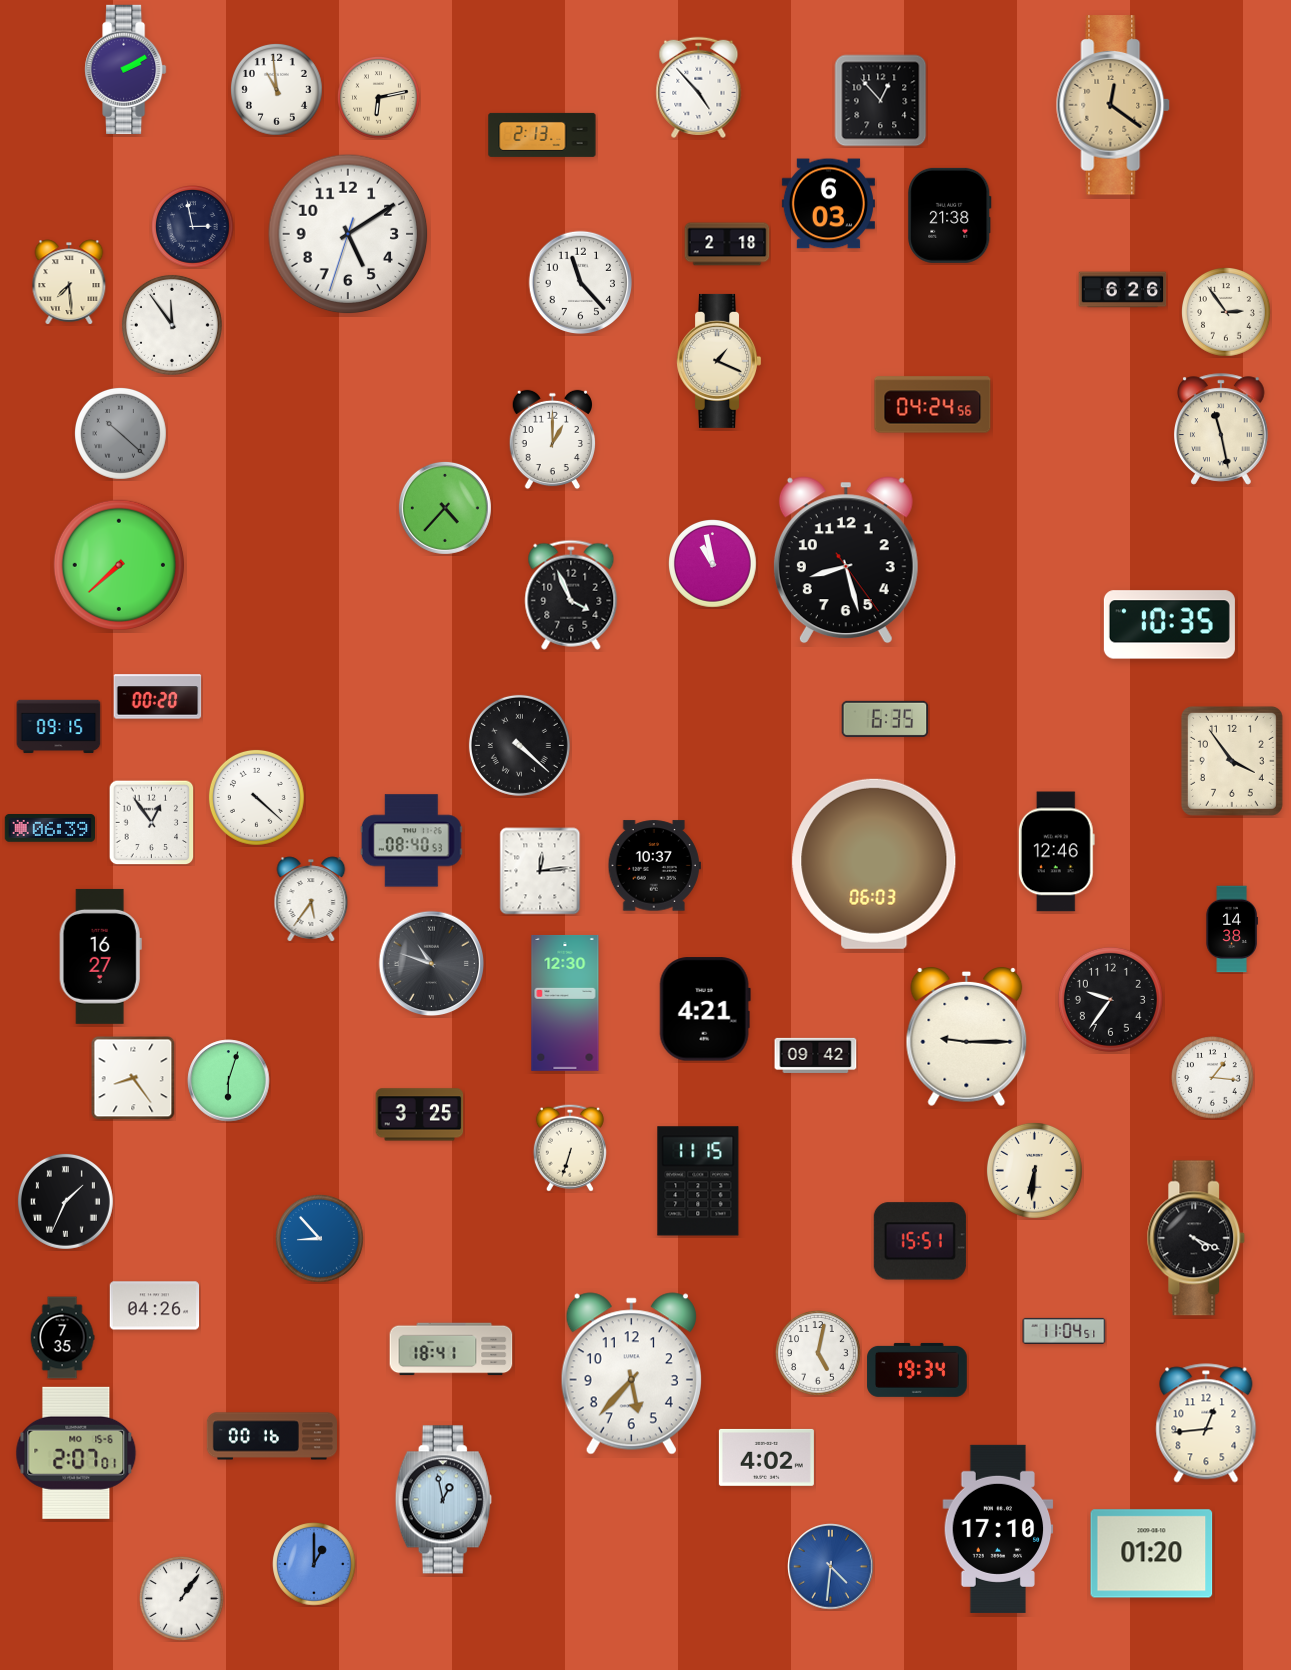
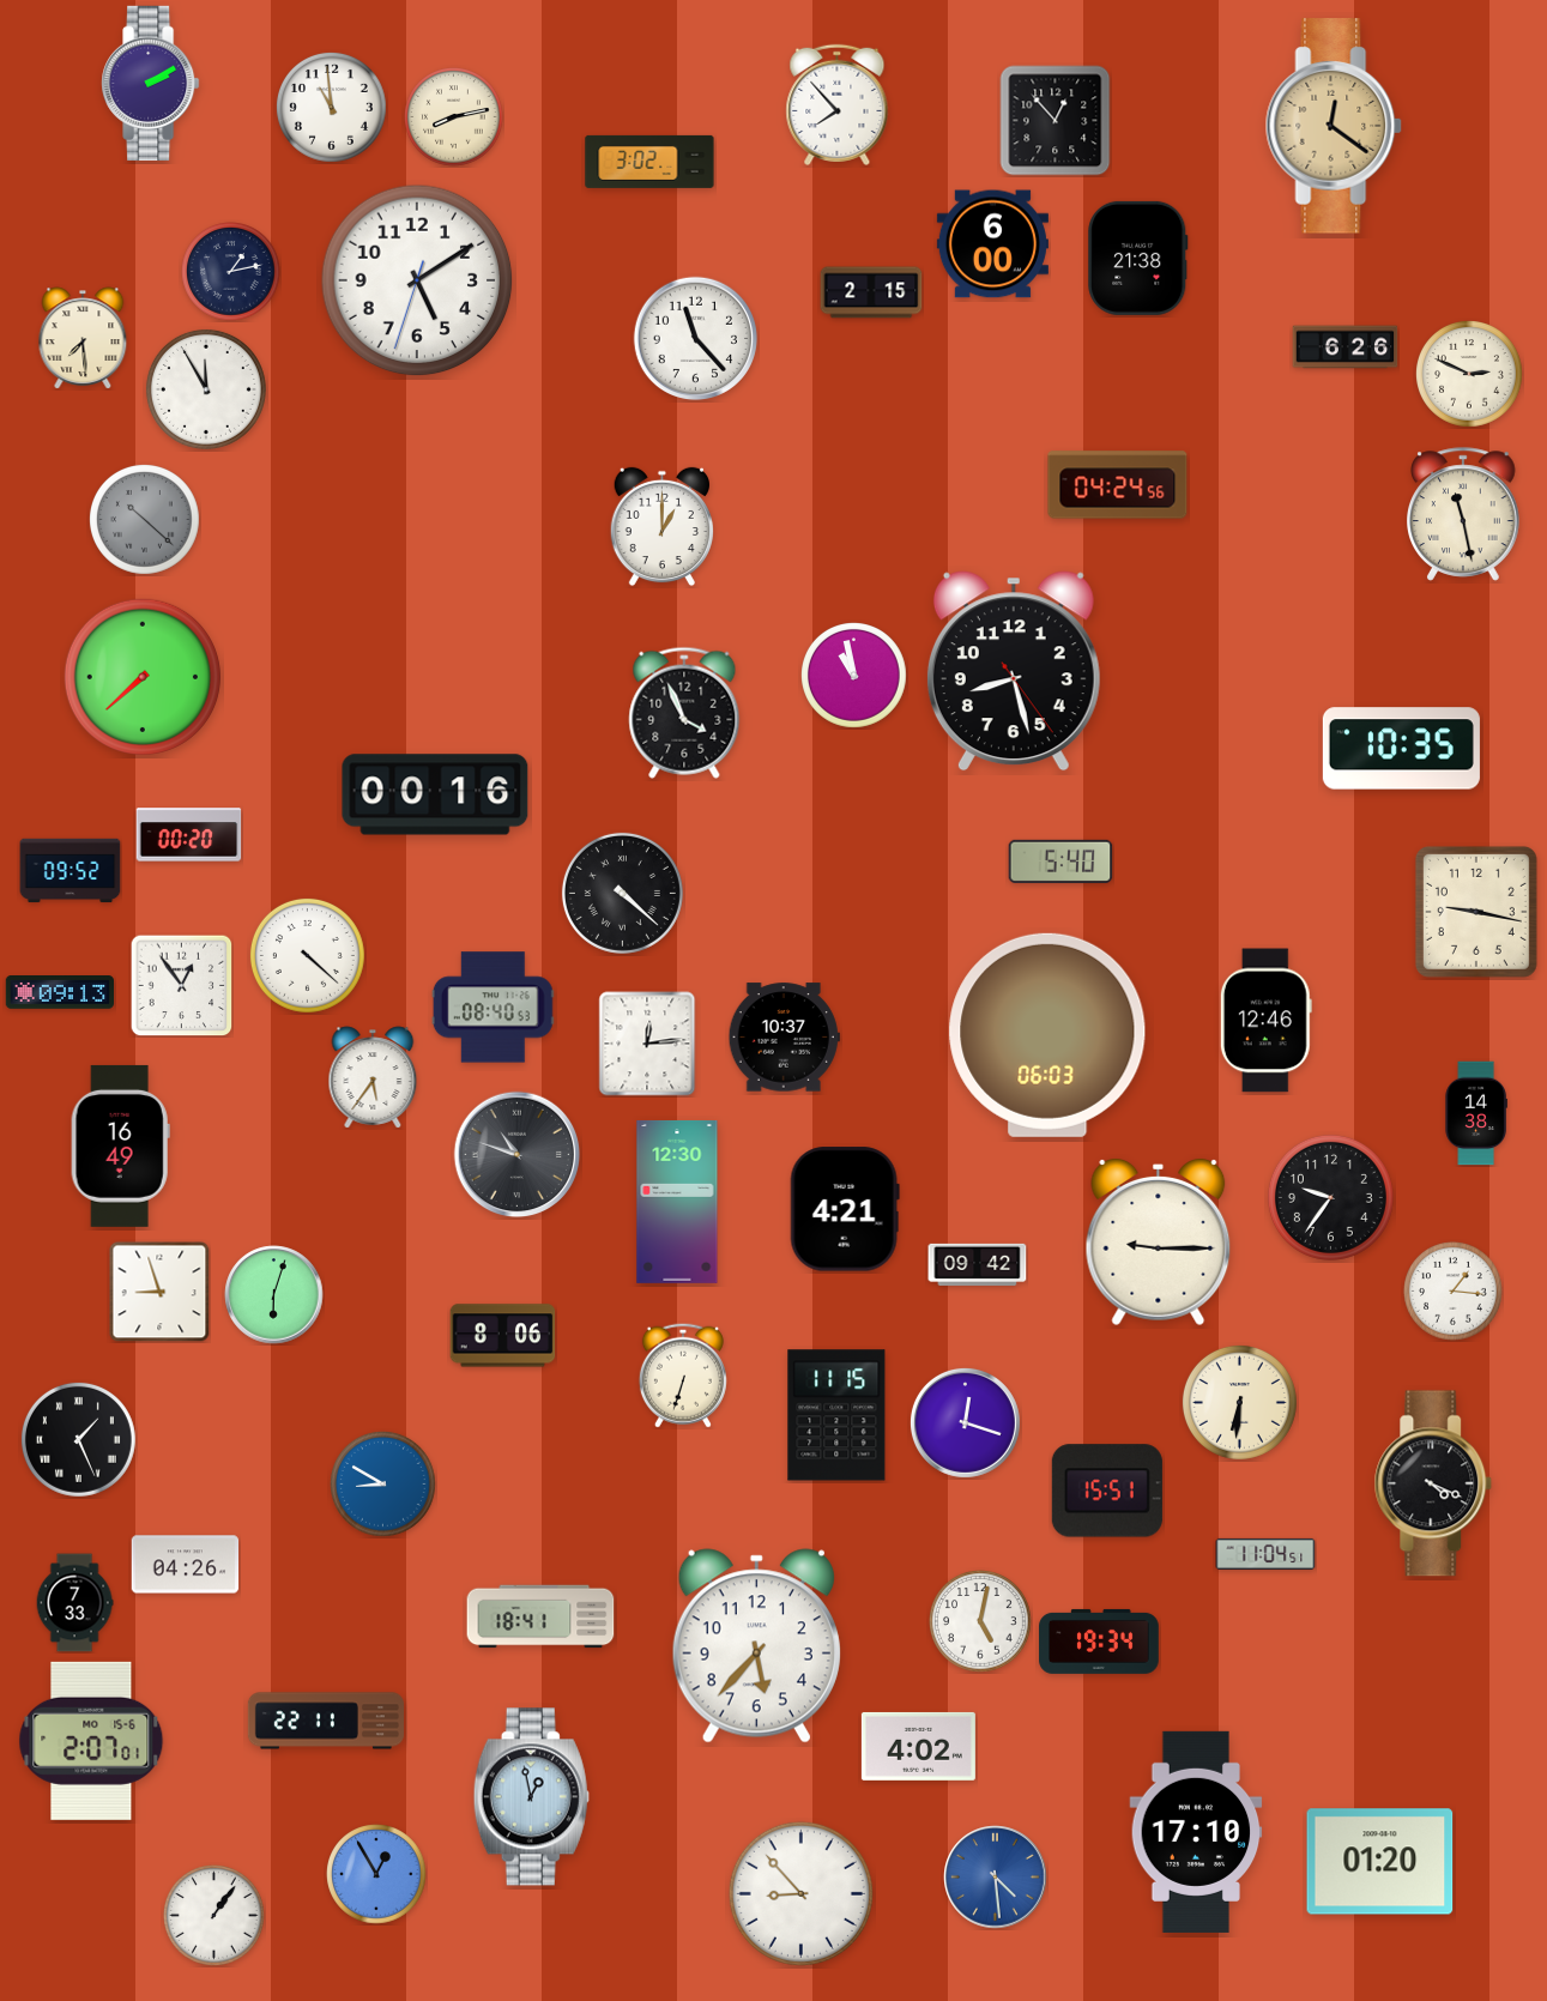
clock at (699, 87): 4:53 -> 7:53
clock at (379, 98): 6:13 -> 8:13
clock at (542, 135): 2:13 -> 3:02
clock at (828, 204): 6:03 -> 6:00
clock at (193, 227): 2:58 -> 1:13
clock at (727, 244): 2:18 -> 2:15
clock at (1227, 313): 2:54 -> 2:49
clock at (172, 325): 11:54 -> 11:55
clock at (718, 361): 1:19 -> none
clock at (445, 508): 4:37 -> none
clock at (435, 794): none -> 00:16
clock at (885, 719): 6:35 -> 5:40
clock at (59, 727): 09:15 -> 09:52
clock at (1232, 761): 3:54 -> 9:17
clock at (50, 828): 06:39 -> 09:13
clock at (100, 956): 16:27 -> 16:49
clock at (133, 1078): 8:24 -> 8:57
clock at (420, 1115): 3:25 -> 8:06
clock at (965, 1422): none -> 12:18
clock at (65, 1201): 1:34 -> 1:26
clock at (320, 1239): 8:53 -> 8:50
clock at (920, 1241) position: (920, 1241) -> (1107, 1491)
clock at (1064, 1331) position: (1064, 1331) -> (1265, 1554)
clock at (62, 1338): 7:35 -> 7:33
clock at (1206, 1423): 12:44 -> none
clock at (272, 1436): 00:16 -> 22:11
clock at (314, 1564): 1:00 -> 12:55
clock at (831, 1567): 4:31 -> 4:29
clock at (800, 1893): none -> 8:53
clock at (182, 1599) position: (182, 1599) -> (214, 1916)
